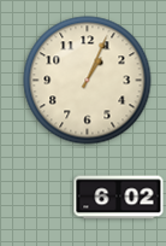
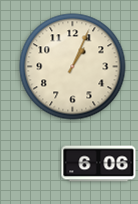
clock at (119, 198): 6:02 -> 6:06
